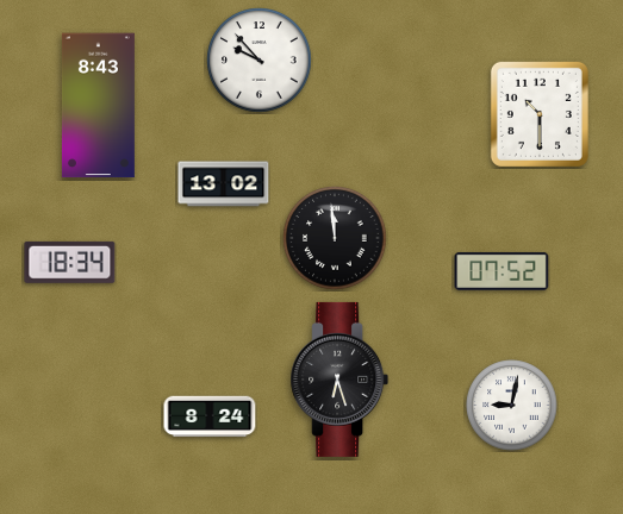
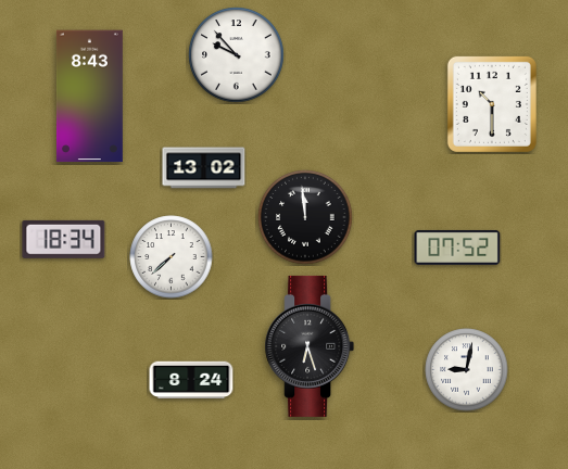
clock at (172, 257): none -> 7:38
